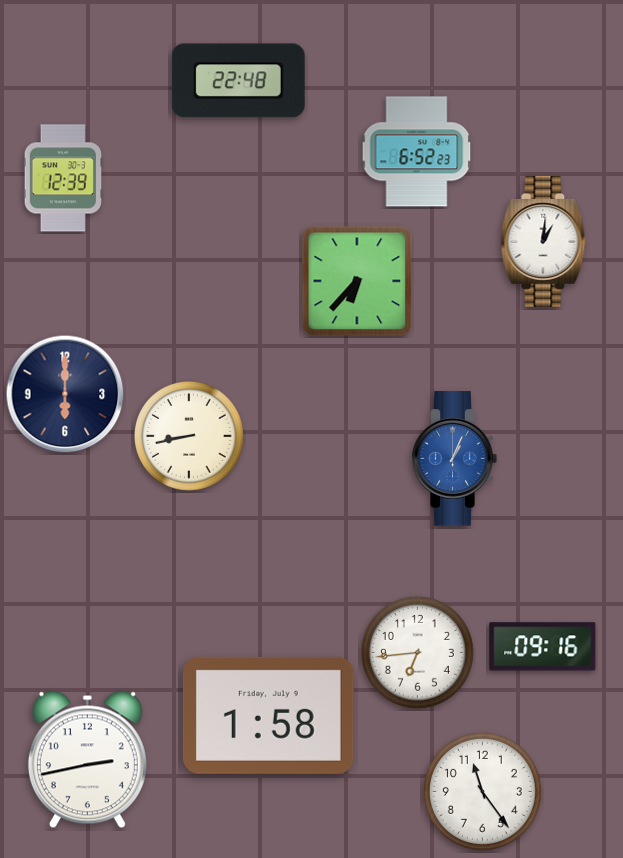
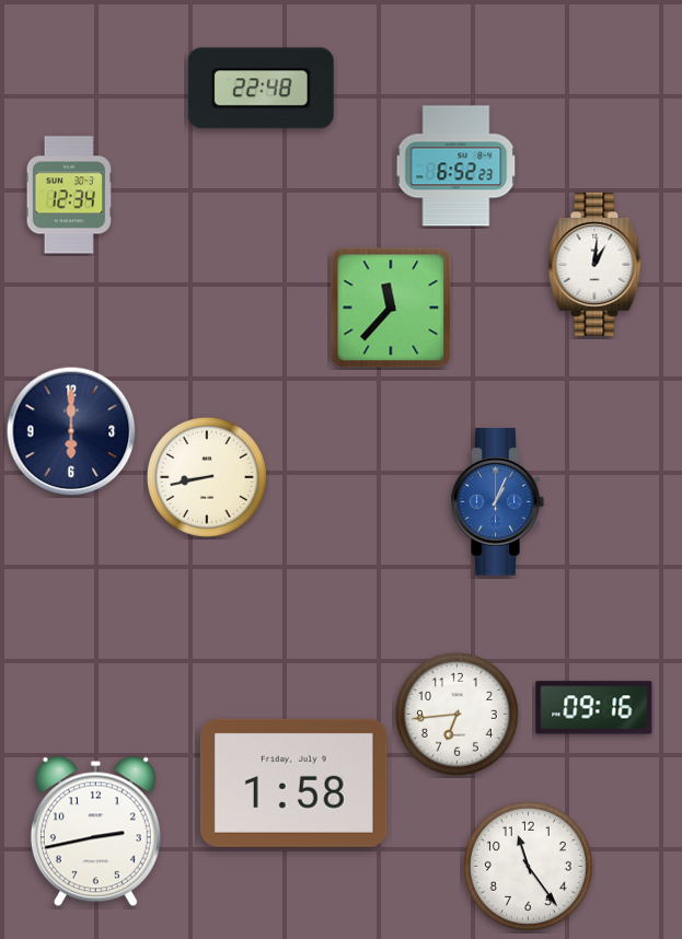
clock at (62, 178): 12:39 -> 12:34
clock at (357, 281): 6:37 -> 11:37
